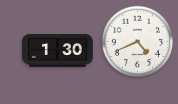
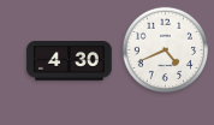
clock at (58, 51): 1:30 -> 4:30
